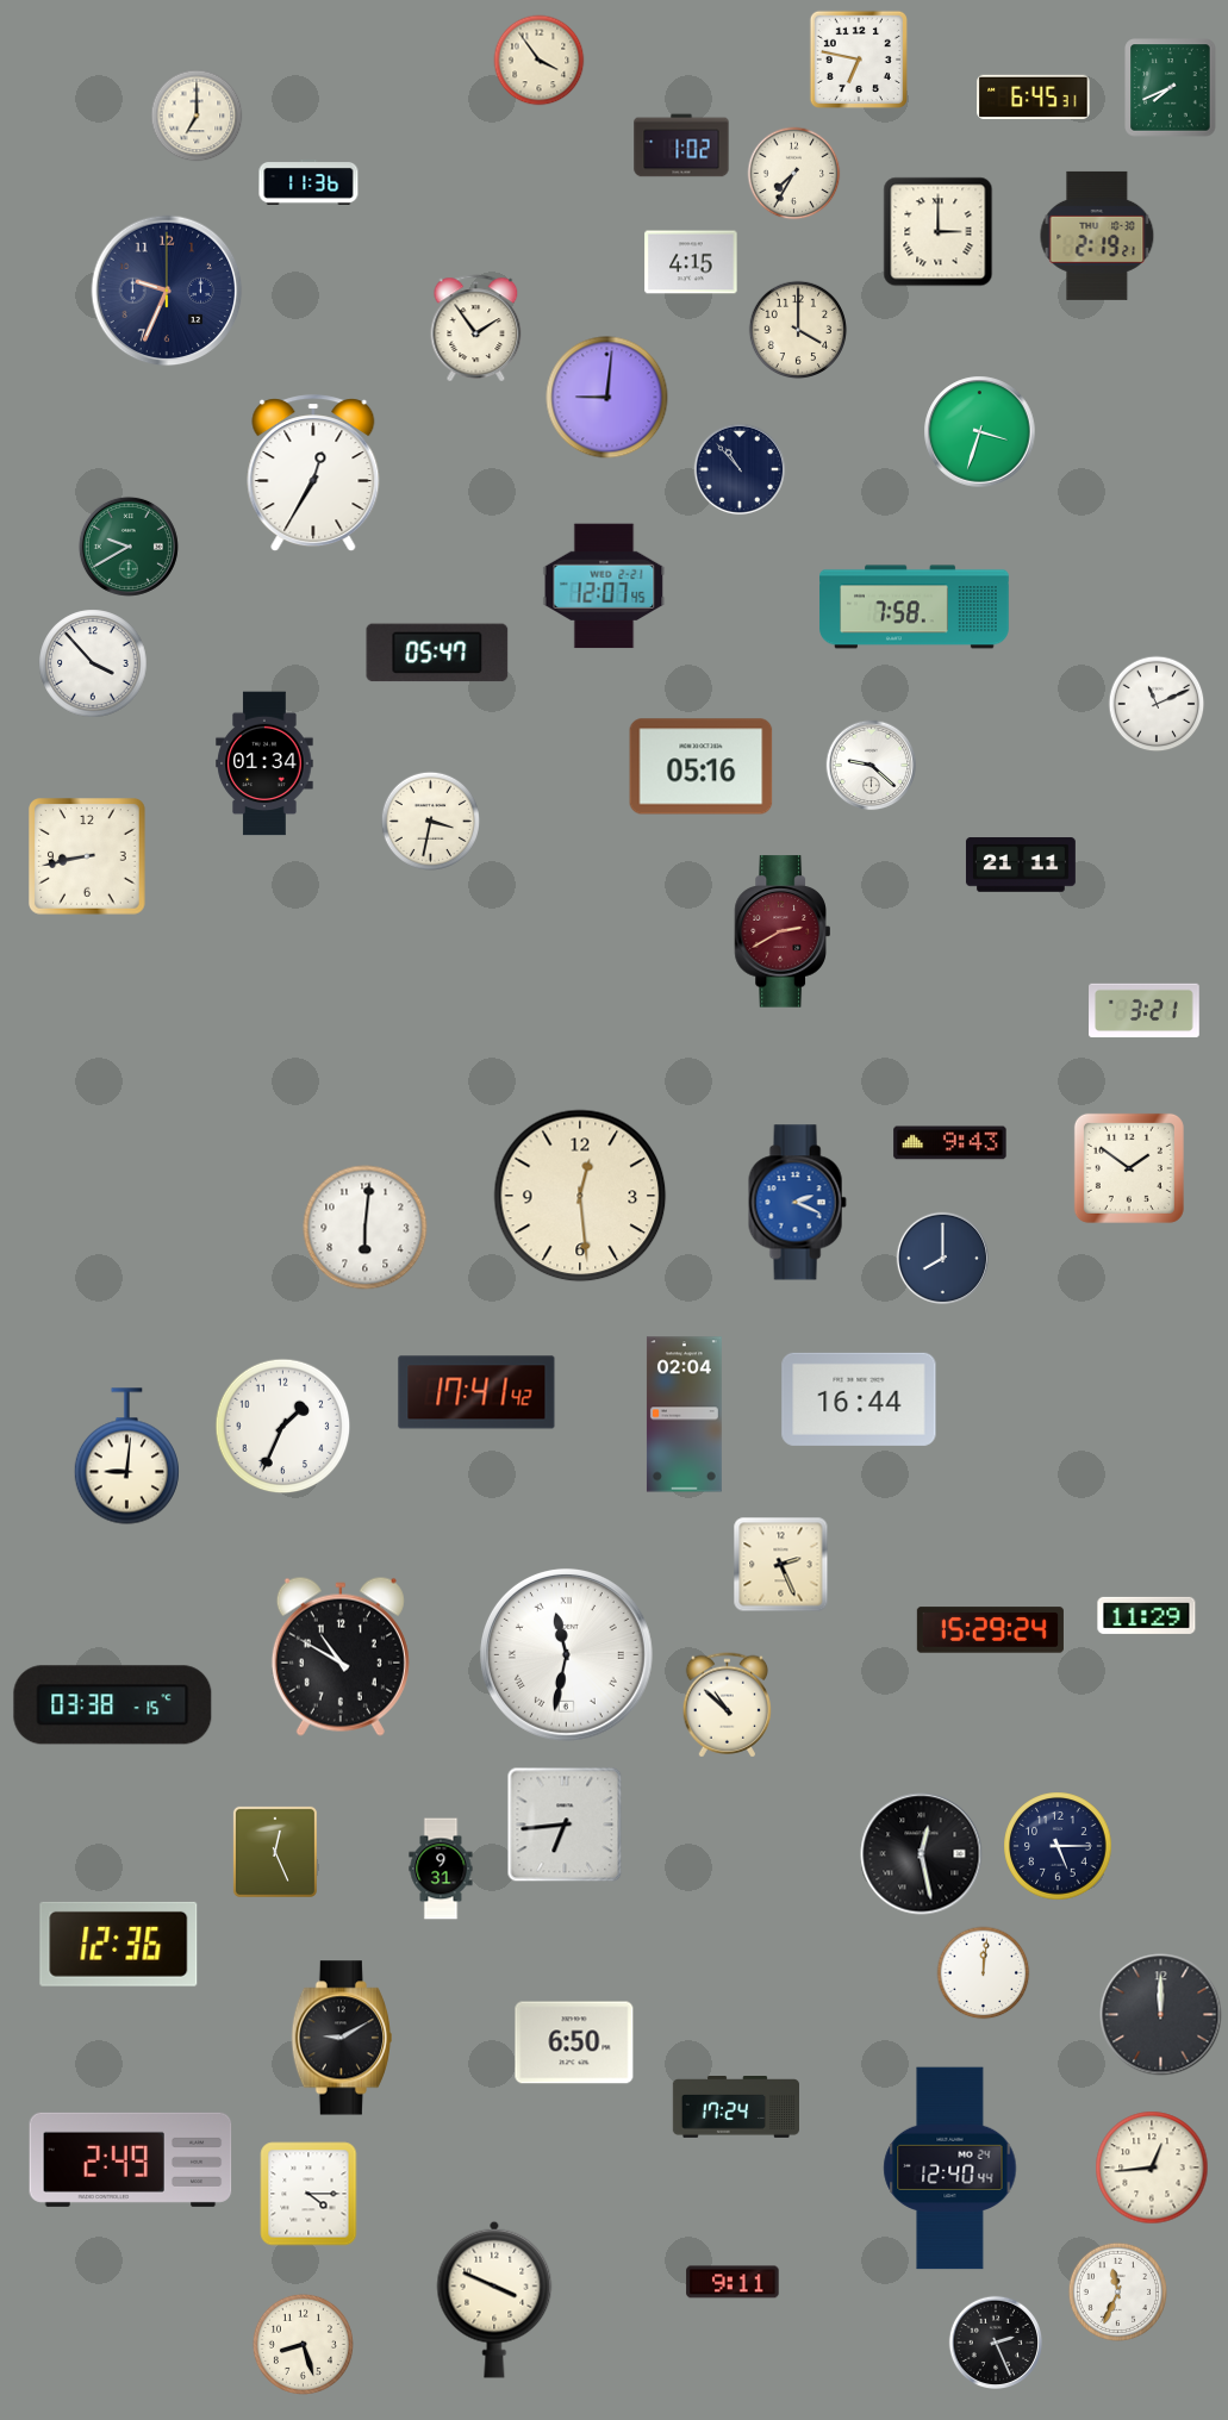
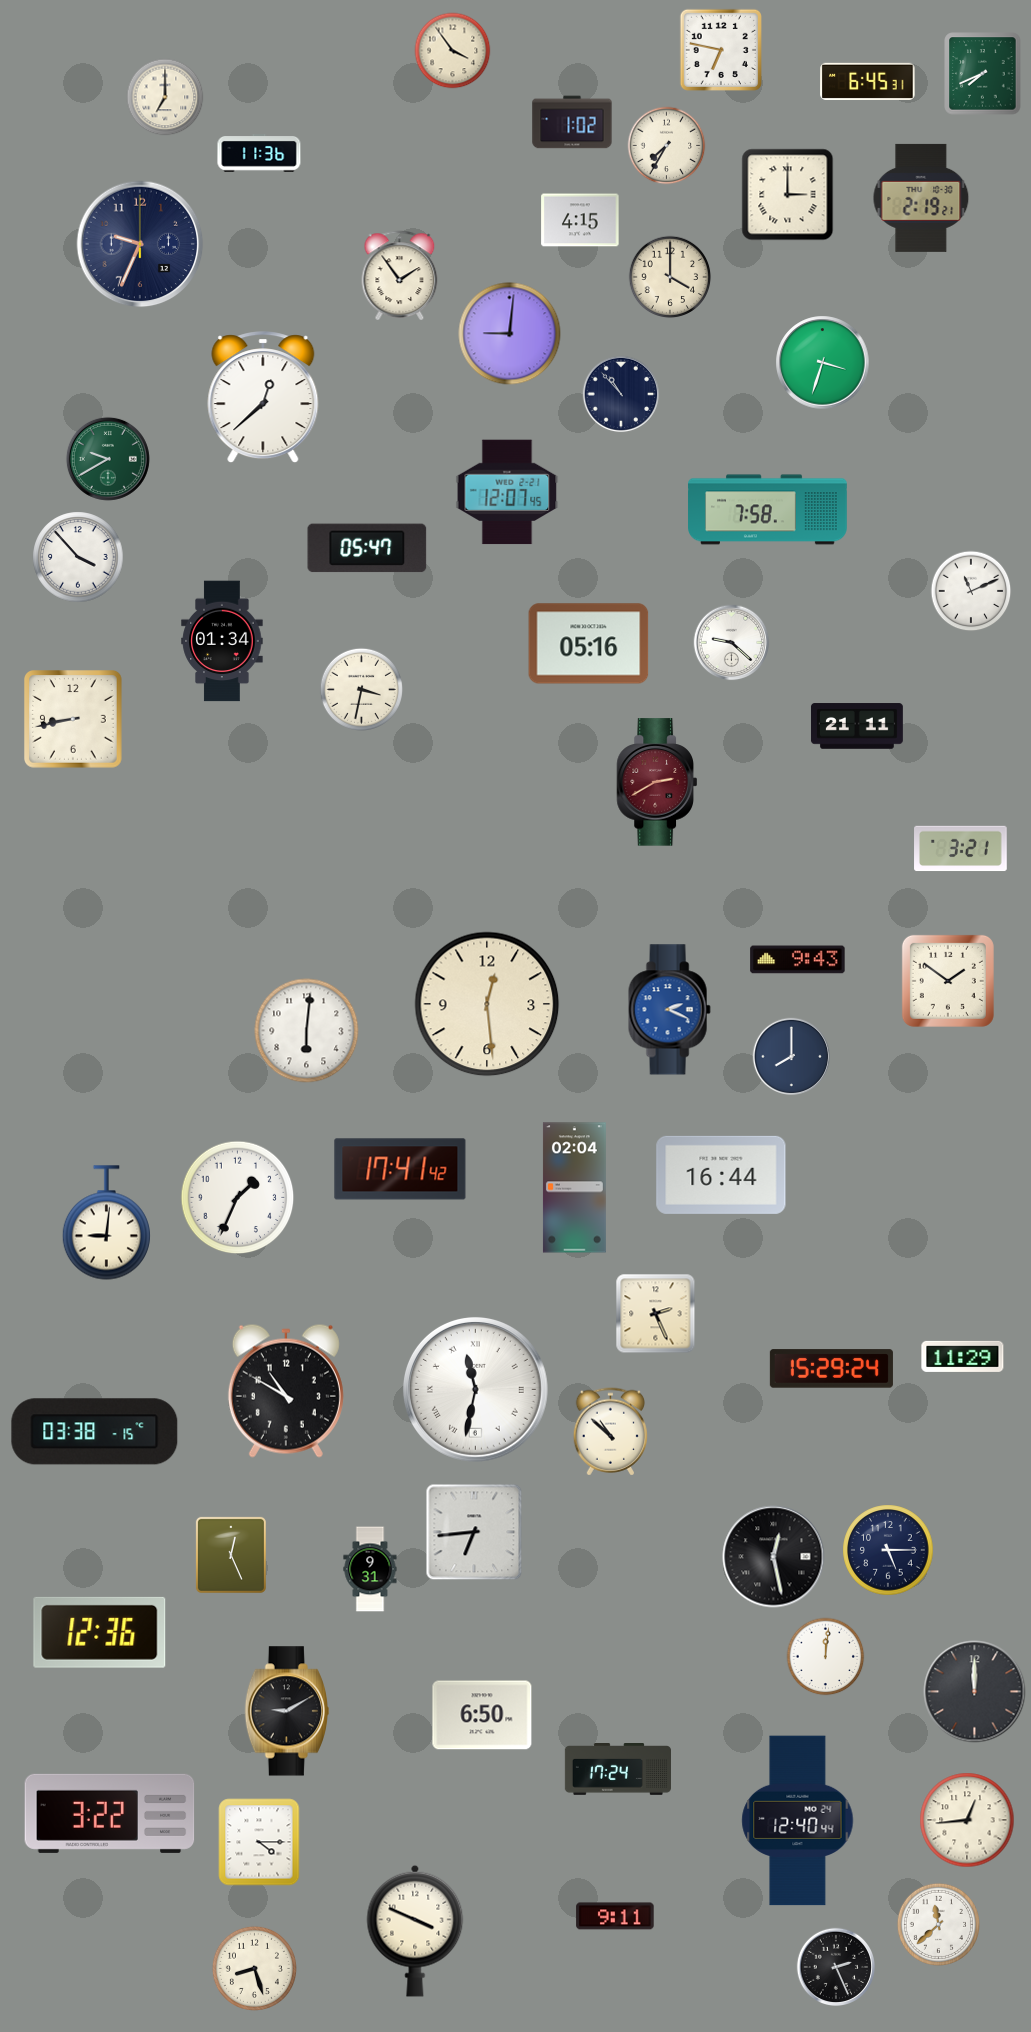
clock at (313, 474): 12:35 -> 12:38
clock at (131, 2159): 2:49 -> 3:22
clock at (1117, 2291): 11:34 -> 11:38
